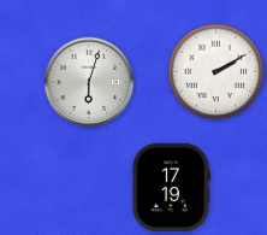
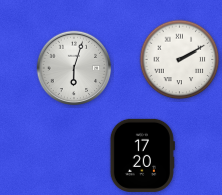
clock at (171, 187): 17:19 -> 17:20
